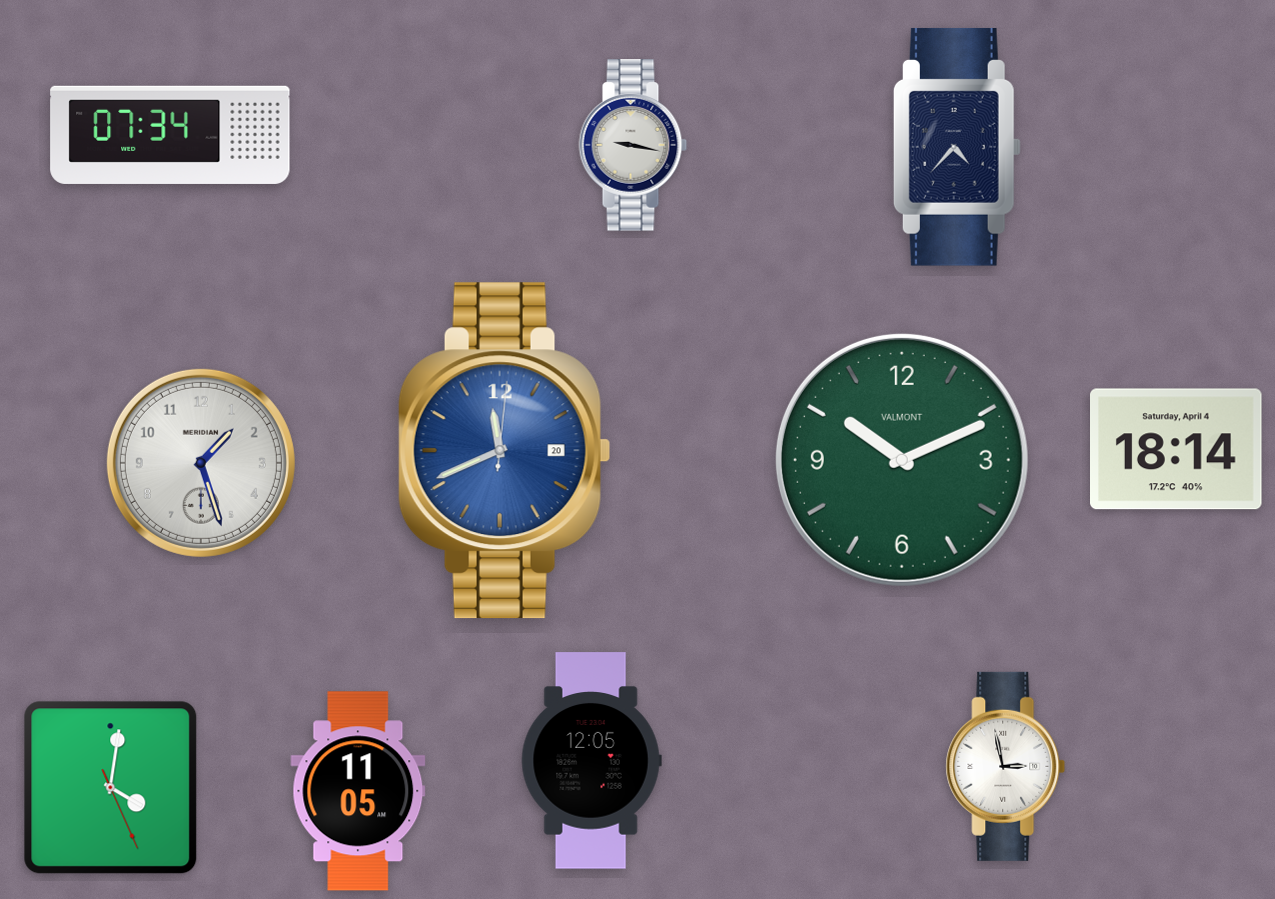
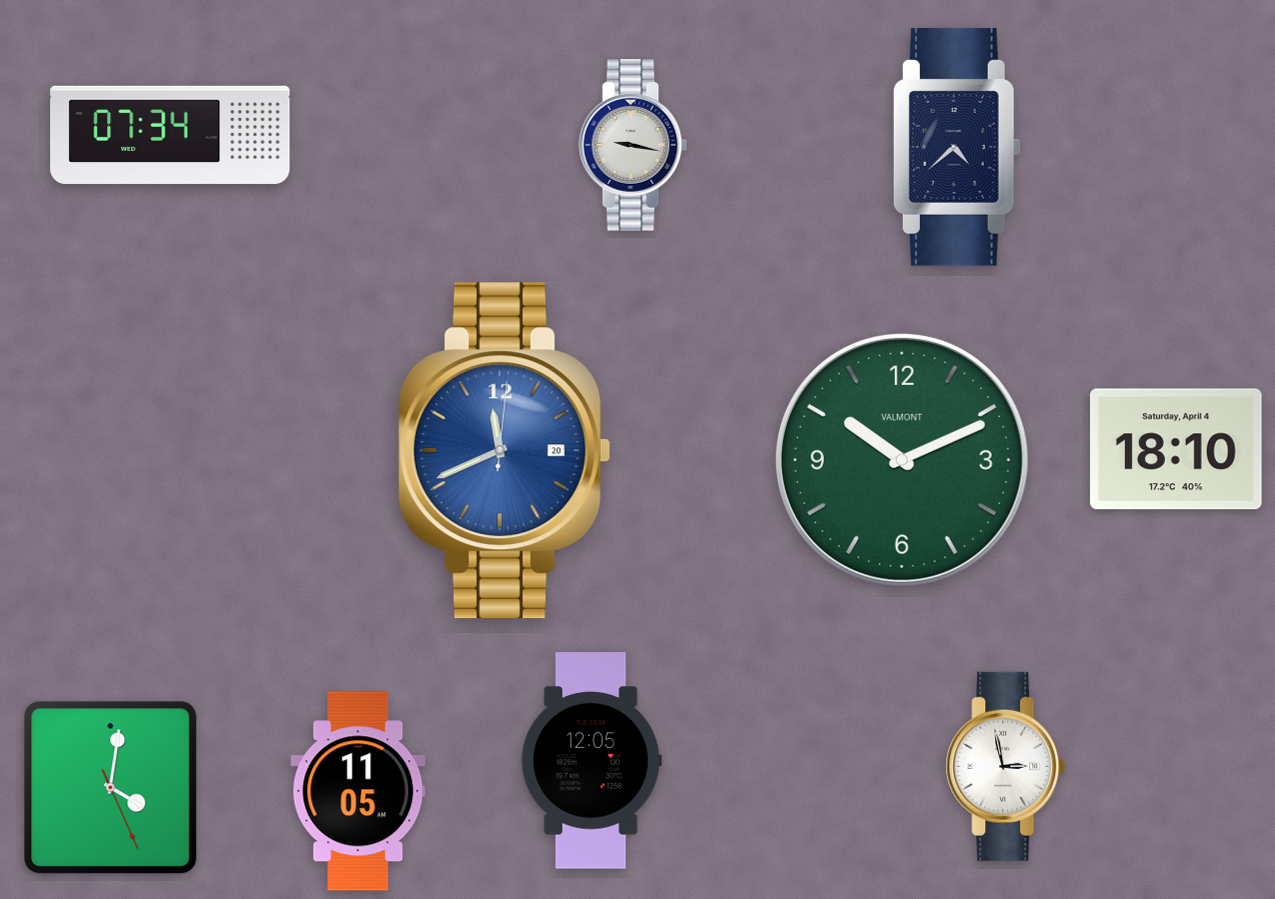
clock at (957, 147): 4:37 -> 4:38
clock at (1176, 449): 18:14 -> 18:10
clock at (201, 463): 1:27 -> none
